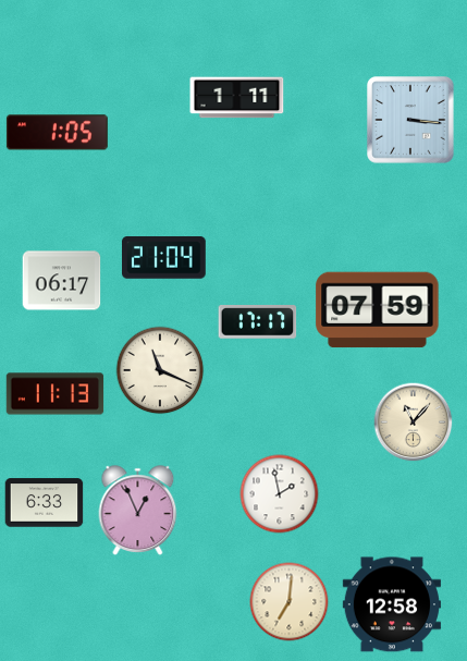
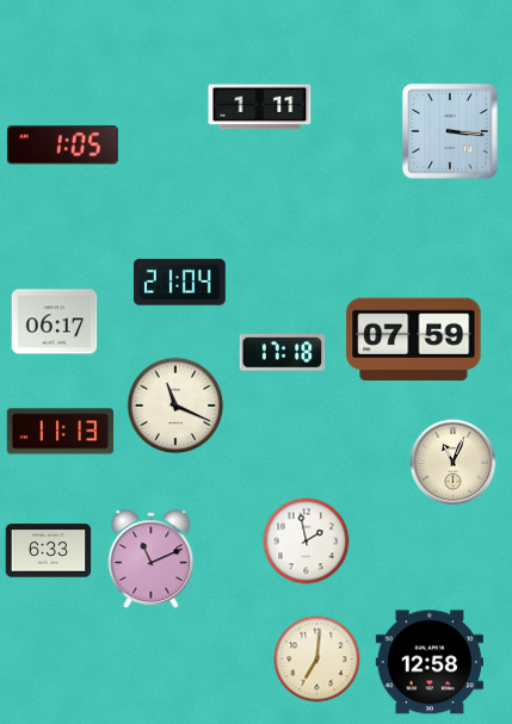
clock at (62, 281) position: (62, 281) -> (55, 322)
clock at (258, 322): 17:17 -> 17:18
clock at (414, 423): 11:07 -> 11:04
clock at (138, 511): 12:56 -> 11:11
